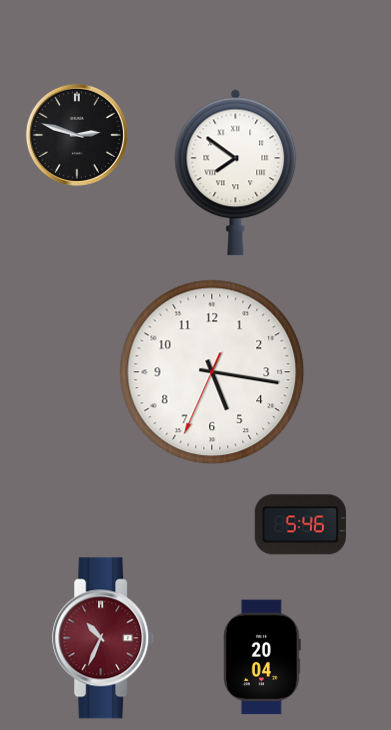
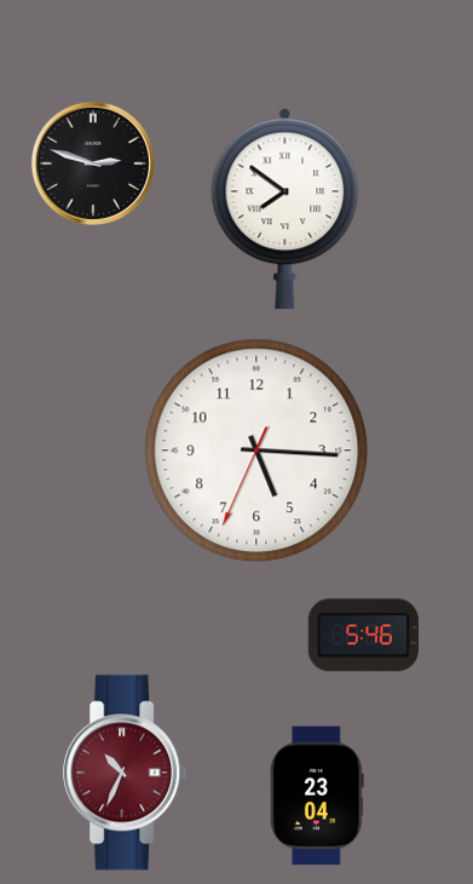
clock at (212, 372): 5:16 -> 5:15
clock at (262, 657): 20:04 -> 23:04
